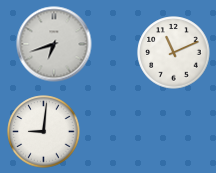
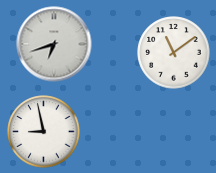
clock at (174, 53): 11:11 -> 11:09
clock at (44, 132): 9:01 -> 8:58
